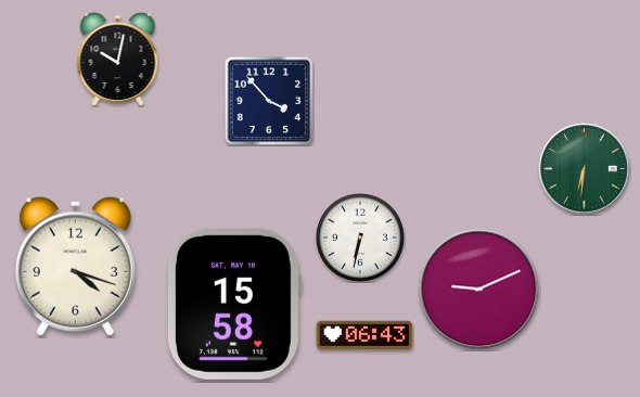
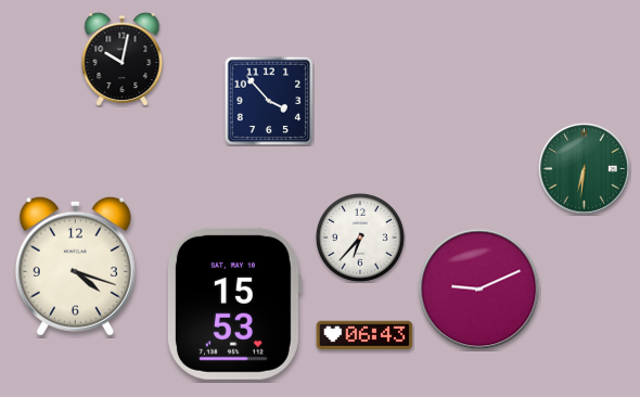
clock at (118, 59) position: (118, 59) -> (123, 59)
clock at (360, 238): 6:32 -> 6:37
clock at (233, 304): 15:58 -> 15:53
